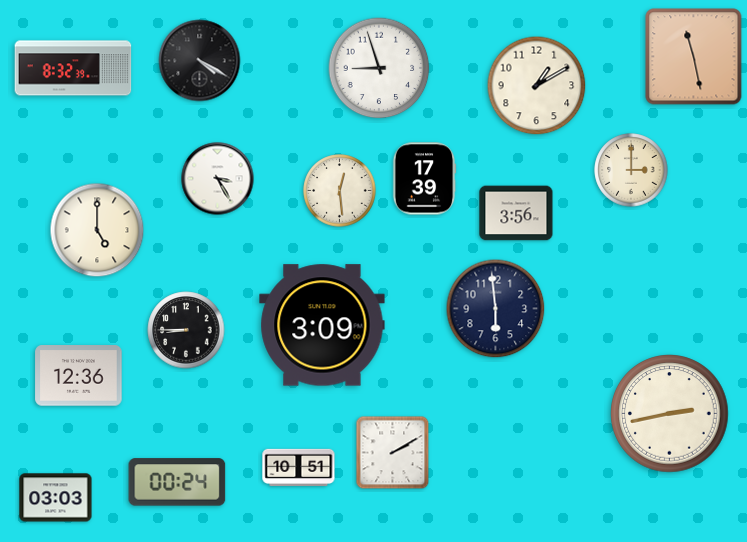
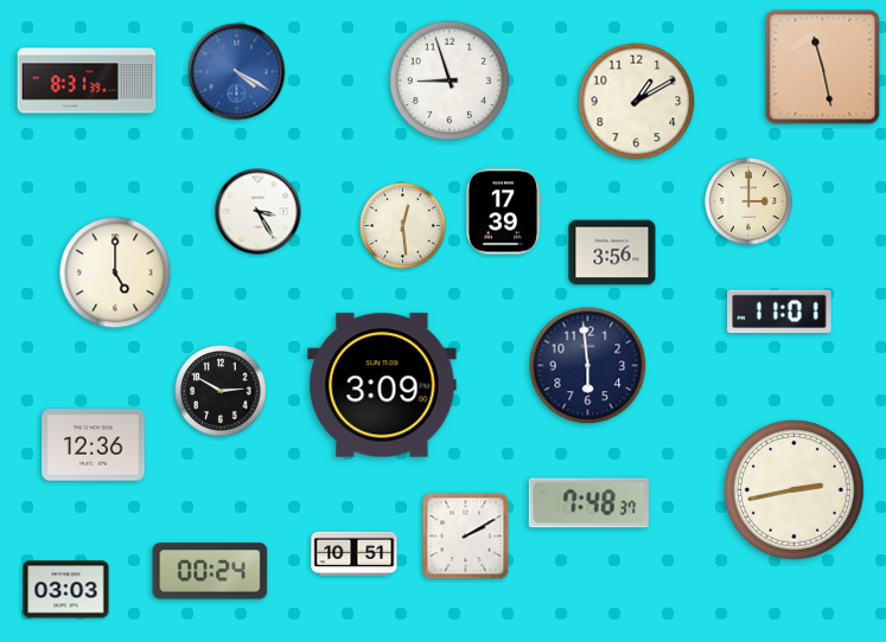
clock at (200, 61) dial: black -> blue
clock at (73, 68): 8:32 -> 8:31
clock at (779, 312): none -> 11:01
clock at (186, 330): 8:45 -> 2:50
clock at (588, 503): none -> 7:48
